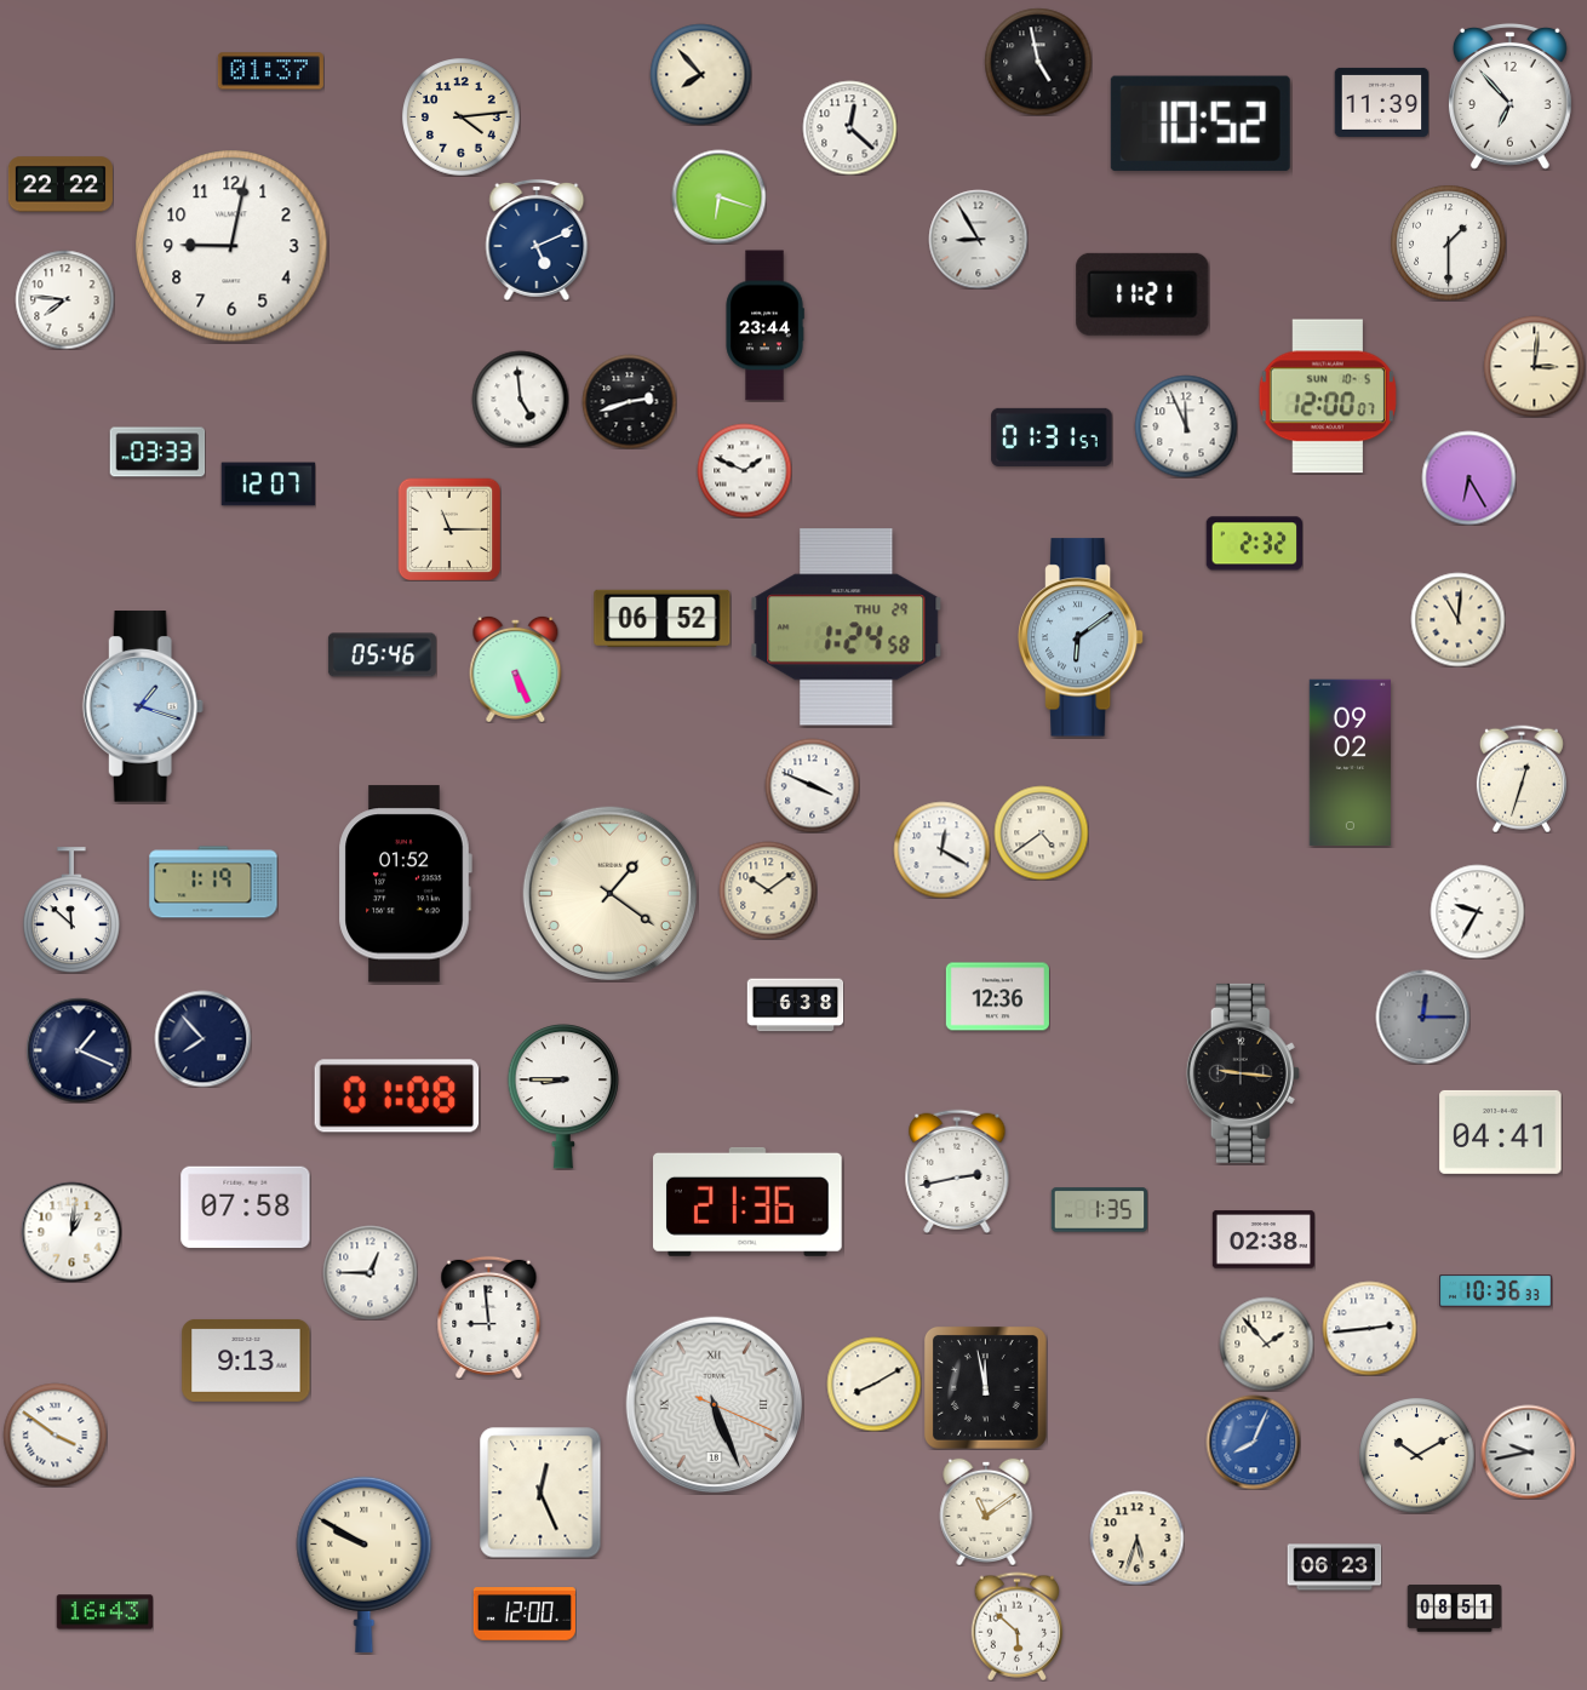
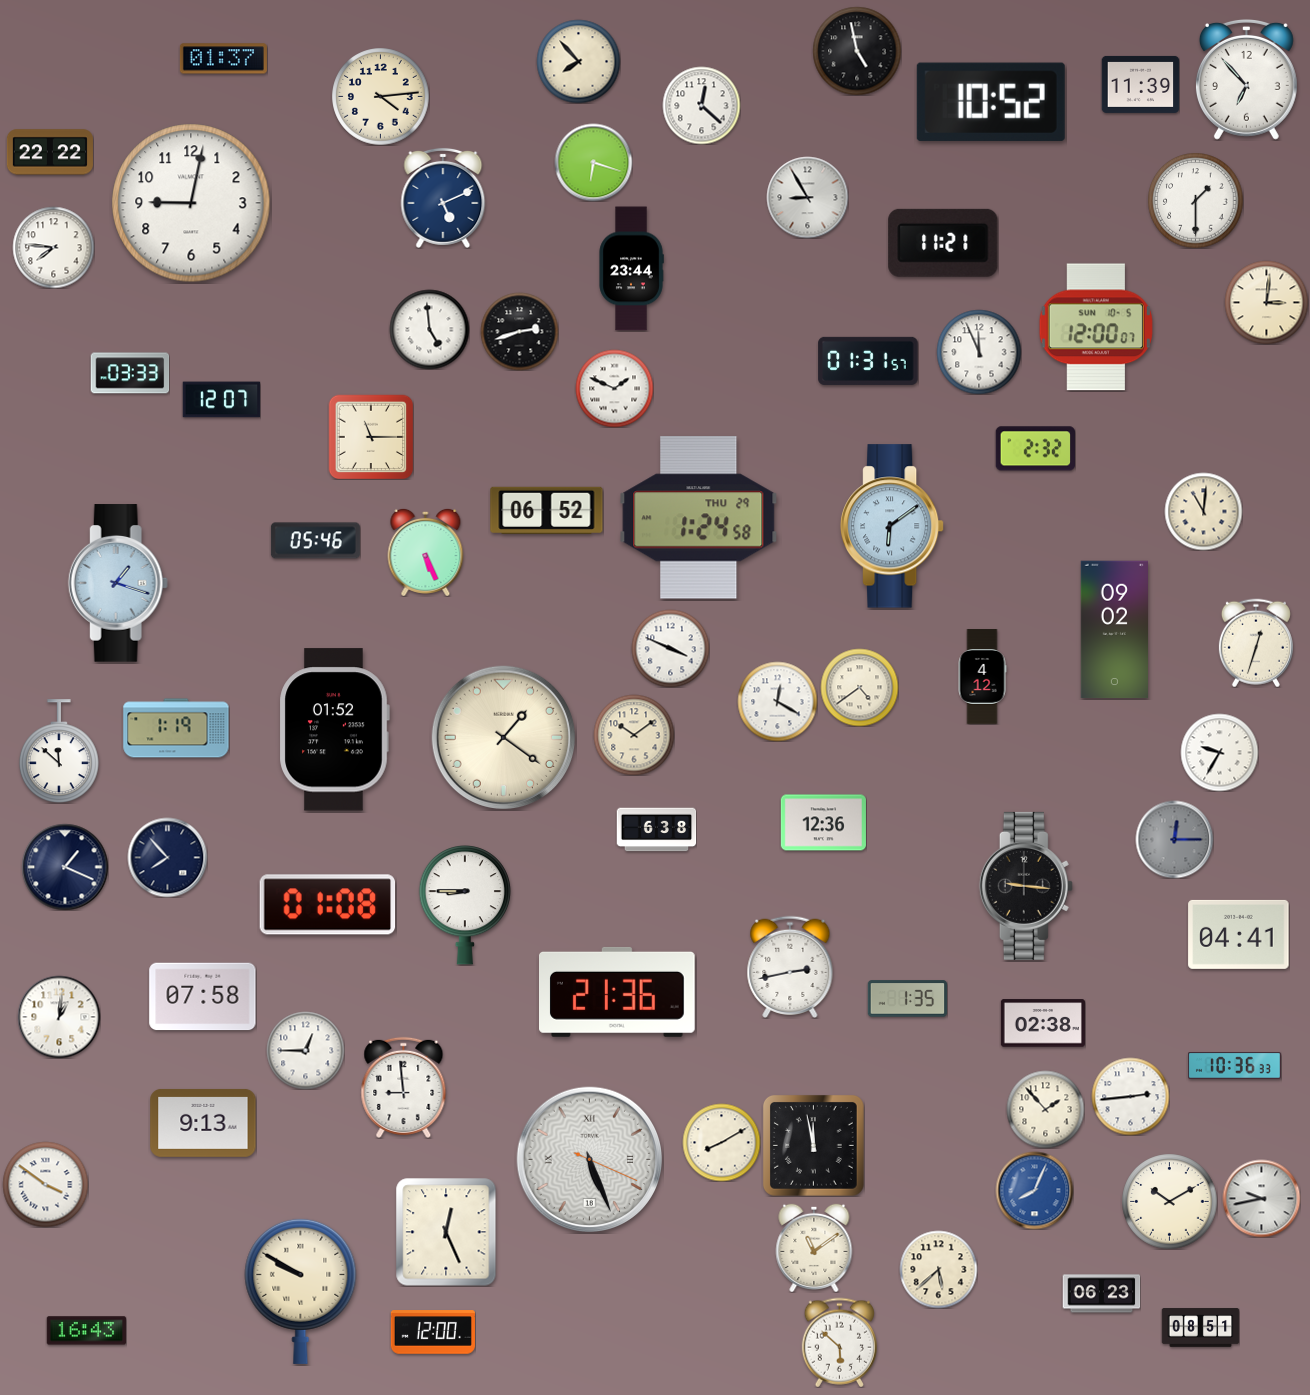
clock at (1468, 477): 6:25 -> none
clock at (982, 677): none -> 4:12
clock at (1136, 1537): 5:33 -> 5:38
